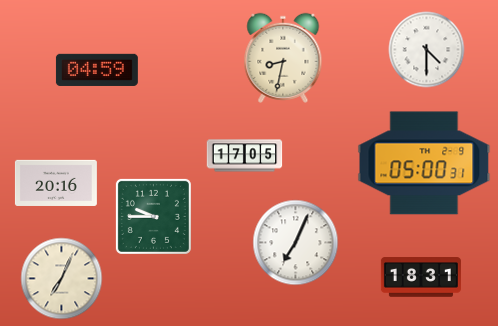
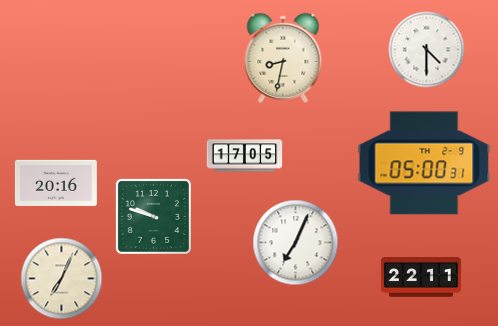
clock at (97, 69): 04:59 -> none
clock at (153, 216): 9:45 -> 9:48
clock at (421, 277): 18:31 -> 22:11
